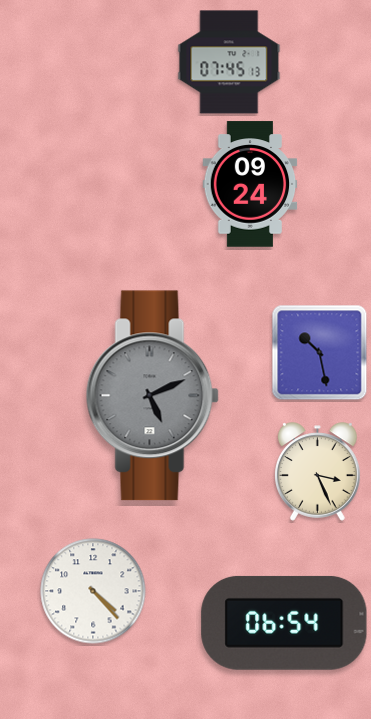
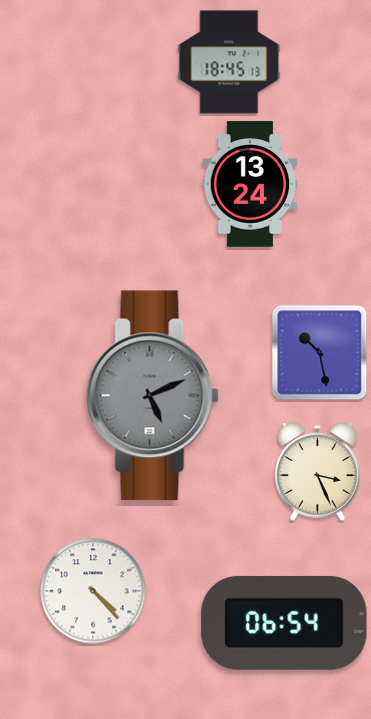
clock at (229, 62): 07:45 -> 18:45
clock at (250, 184): 09:24 -> 13:24
